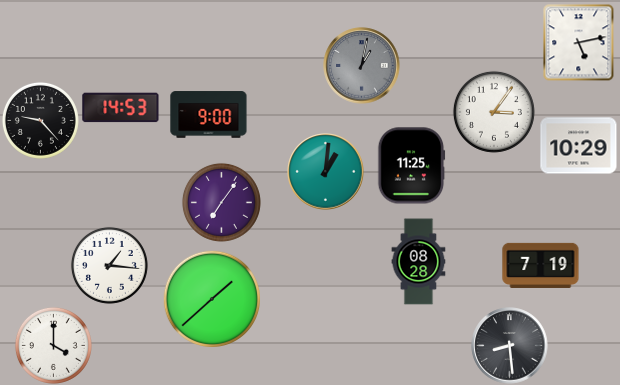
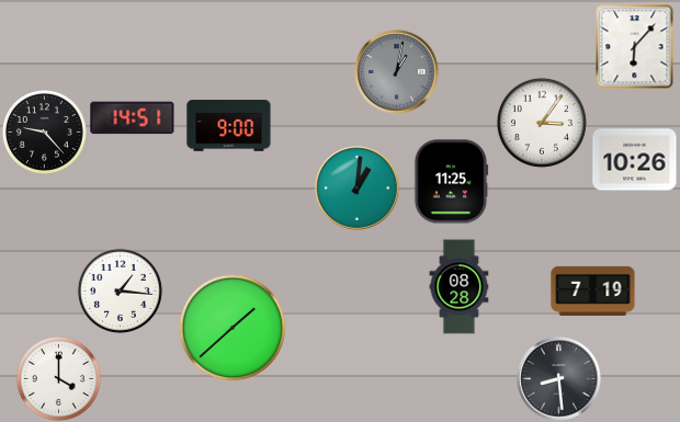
clock at (579, 42): 5:13 -> 6:07
clock at (121, 108): 14:53 -> 14:51
clock at (579, 146): 10:29 -> 10:26
clock at (221, 202): 7:06 -> none
